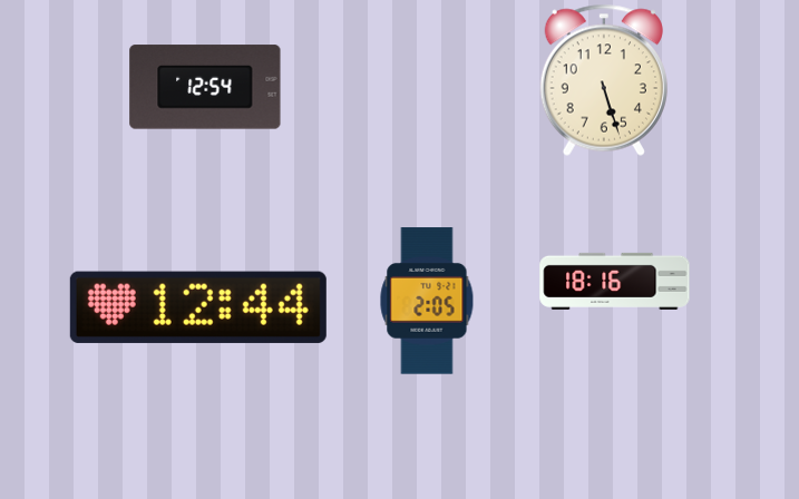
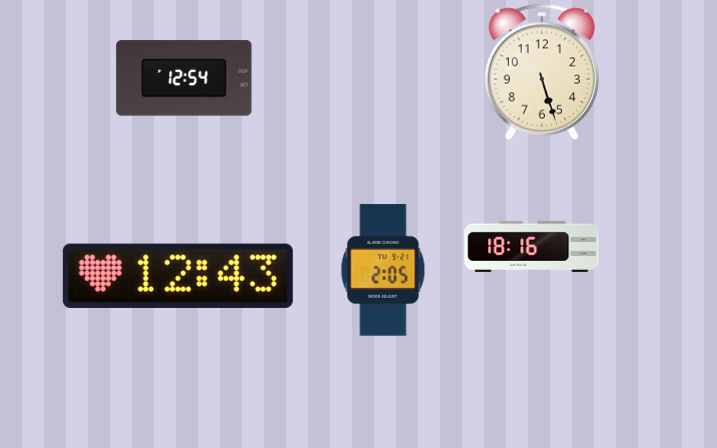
clock at (615, 281) position: (615, 281) -> (532, 246)
clock at (198, 307): 12:44 -> 12:43
